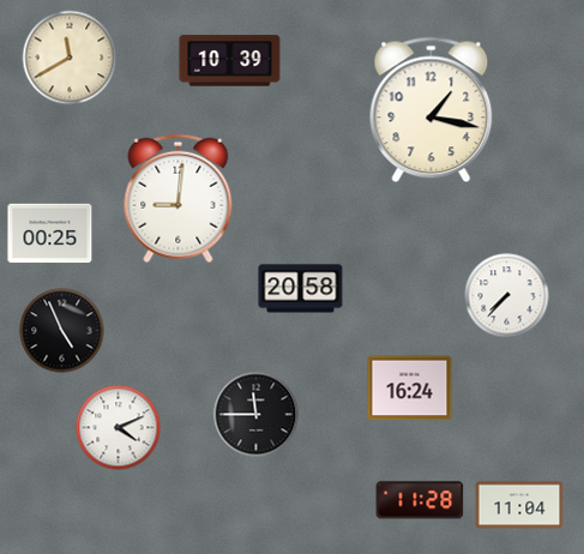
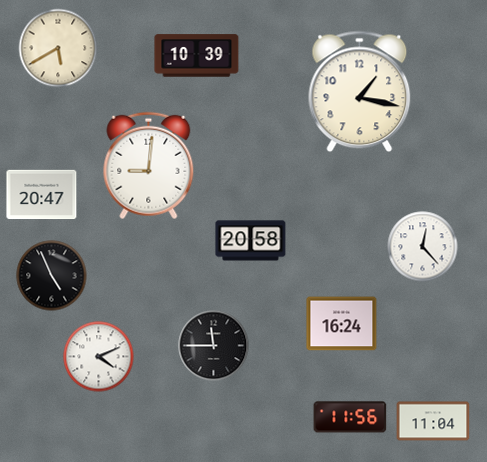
clock at (70, 58): 11:40 -> 5:40
clock at (230, 61) position: (230, 61) -> (197, 56)
clock at (50, 234): 00:25 -> 20:47
clock at (507, 296): 7:37 -> 12:23
clock at (420, 500): 11:28 -> 11:56
